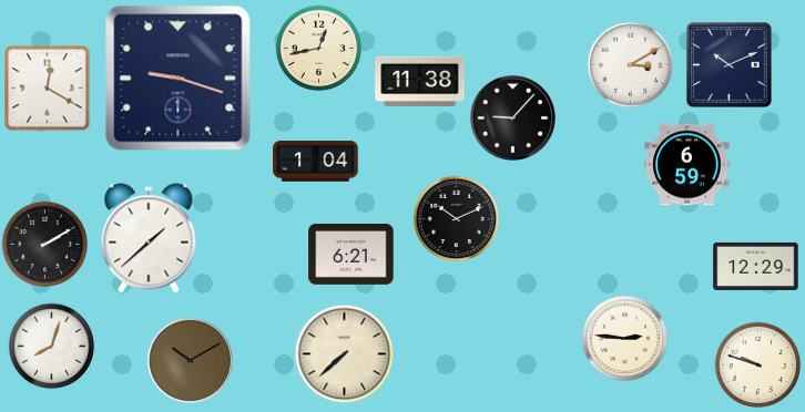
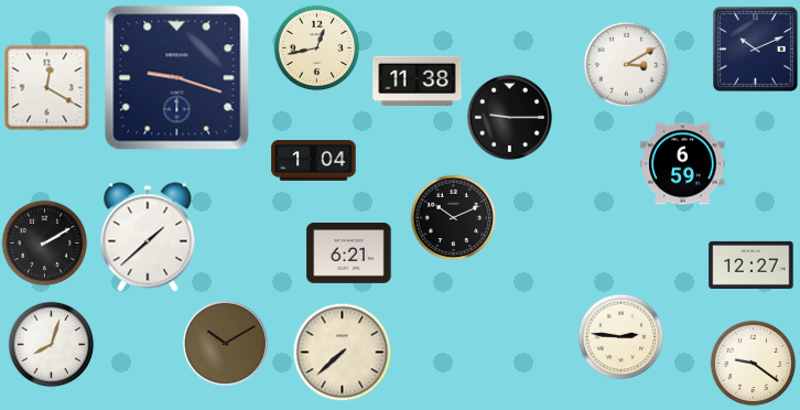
clock at (728, 64) position: (728, 64) -> (755, 48)
clock at (512, 117): 9:07 -> 9:15
clock at (756, 266): 12:29 -> 12:27
clock at (190, 360) position: (190, 360) -> (225, 343)
clock at (757, 364): 9:48 -> 9:21
